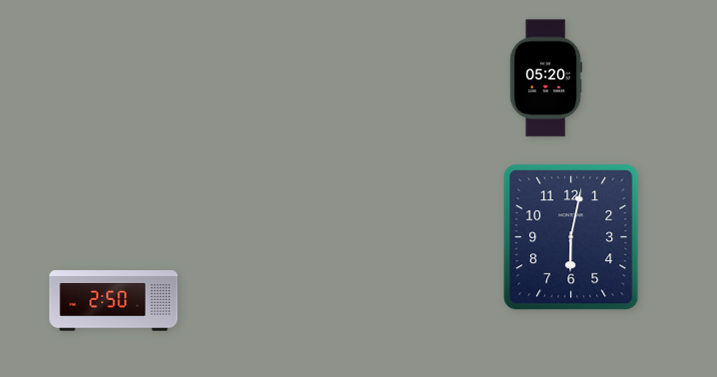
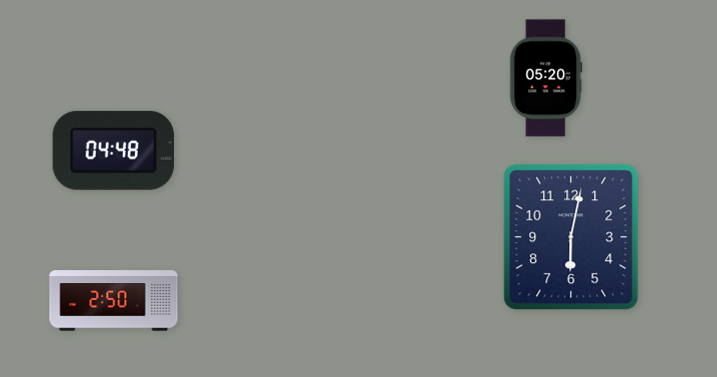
clock at (113, 150): none -> 04:48
